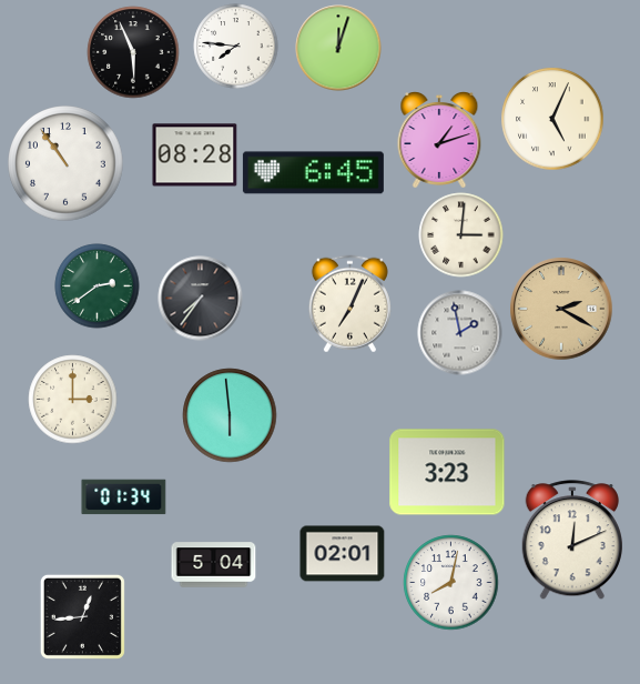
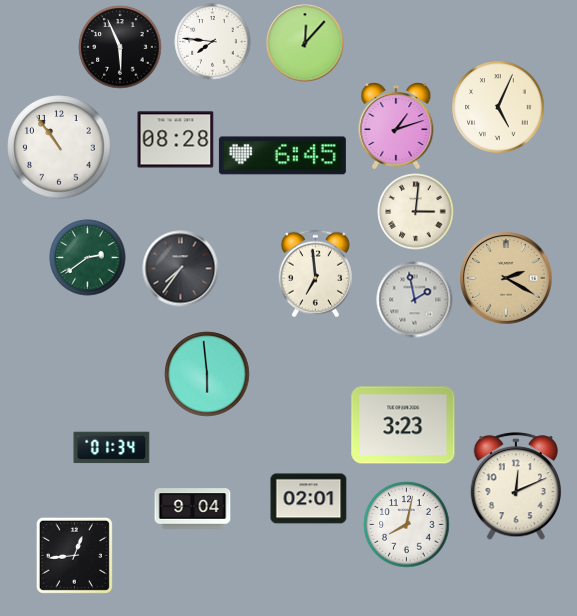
clock at (338, 48): 12:03 -> 12:07
clock at (349, 304): 7:04 -> 6:59
clock at (73, 400): 3:00 -> none
clock at (214, 565): 5:04 -> 9:04
